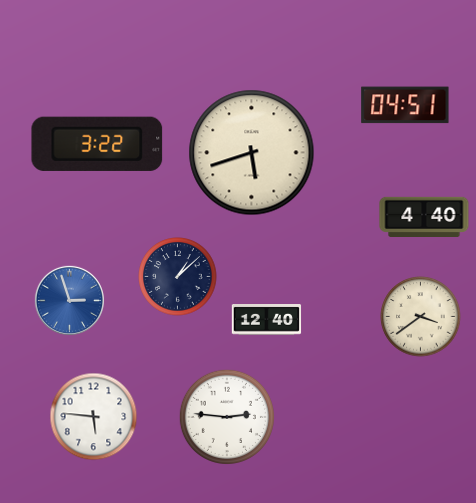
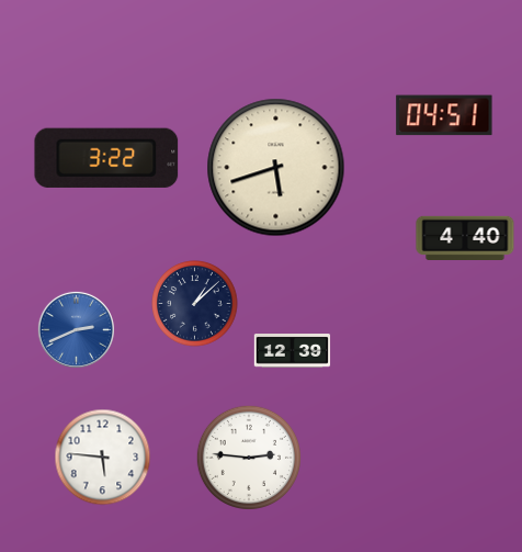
clock at (69, 300): 2:57 -> 2:41
clock at (421, 317): 3:39 -> none
clock at (267, 320): 12:40 -> 12:39
